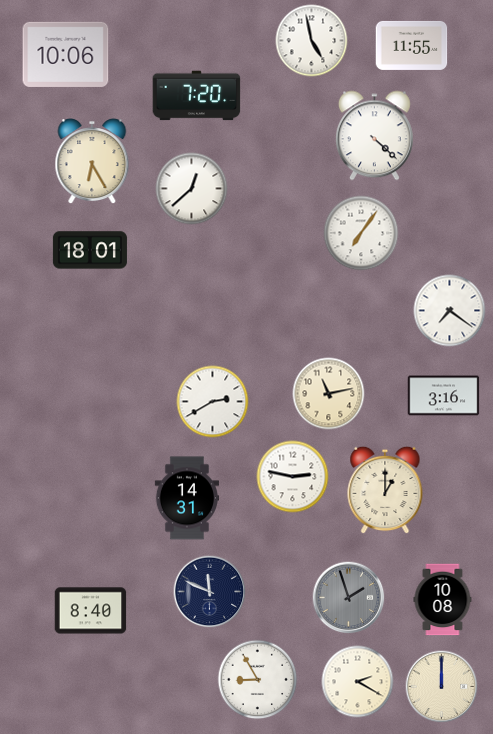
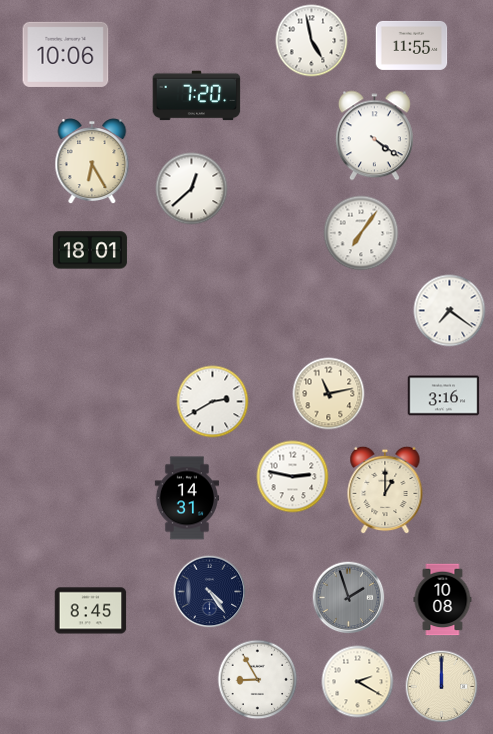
clock at (374, 136): 4:22 -> 4:21
clock at (210, 592): 11:49 -> 4:24
clock at (91, 611): 8:40 -> 8:45
